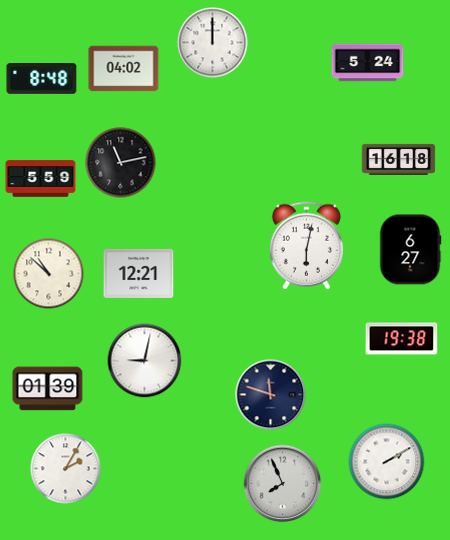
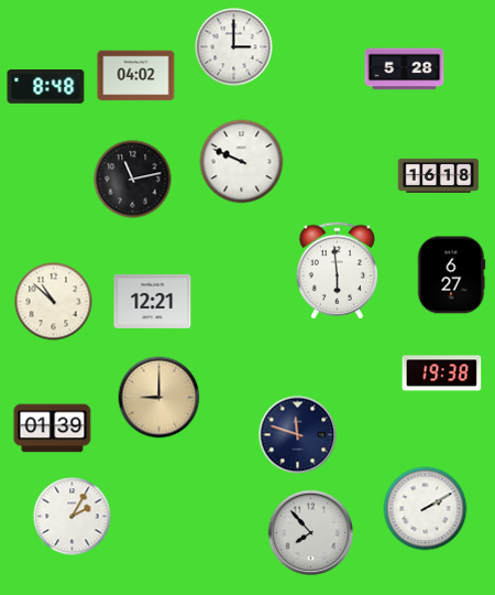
clock at (213, 43): 12:00 -> 3:00
clock at (368, 63): 5:24 -> 5:28
clock at (242, 162): none -> 9:49
clock at (41, 179): 5:59 -> none
clock at (306, 246): 6:02 -> 5:59
clock at (145, 361): 9:02 -> 9:00
clock at (145, 361) dial: white -> champagne
clock at (283, 484): 7:56 -> 7:53
